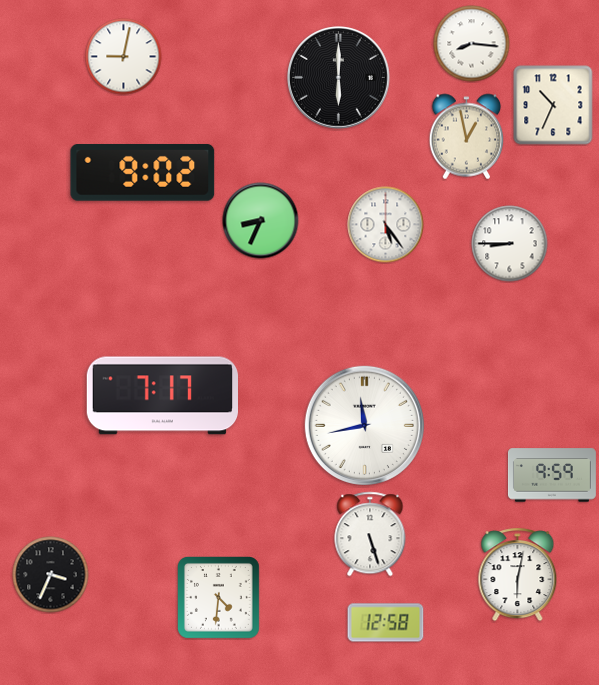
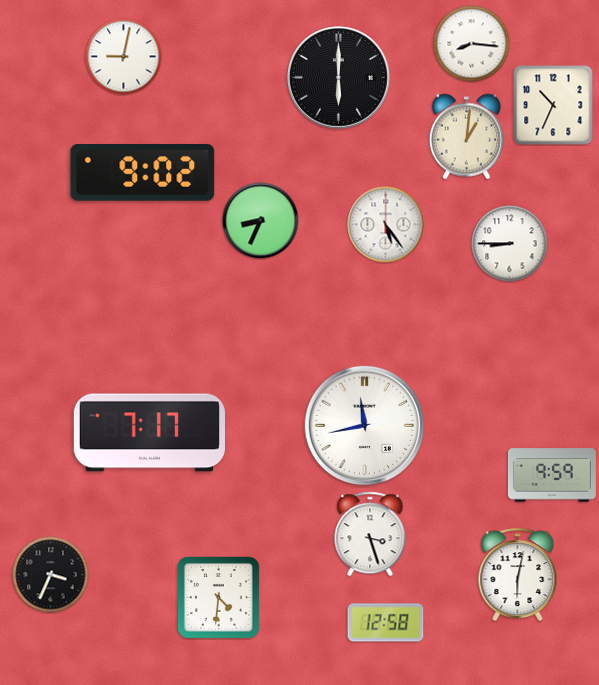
clock at (467, 137): 12:58 -> 1:01
clock at (162, 396) position: (162, 396) -> (149, 433)
clock at (370, 534): 5:27 -> 3:27
